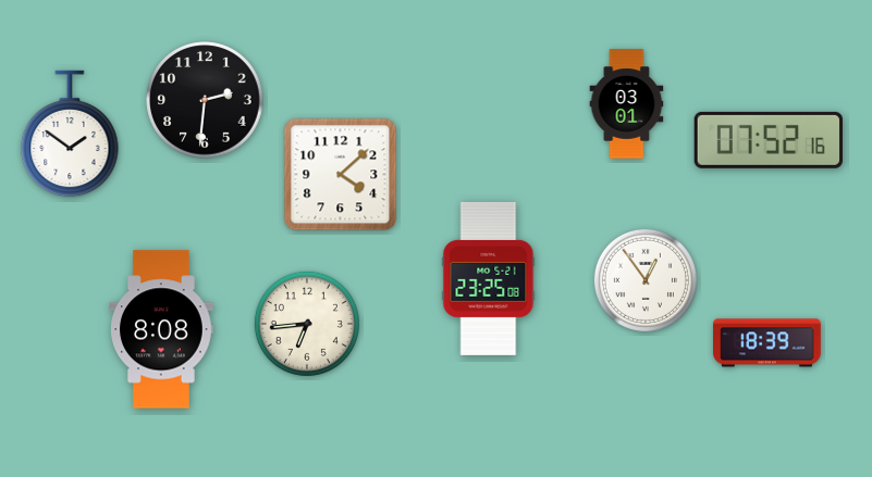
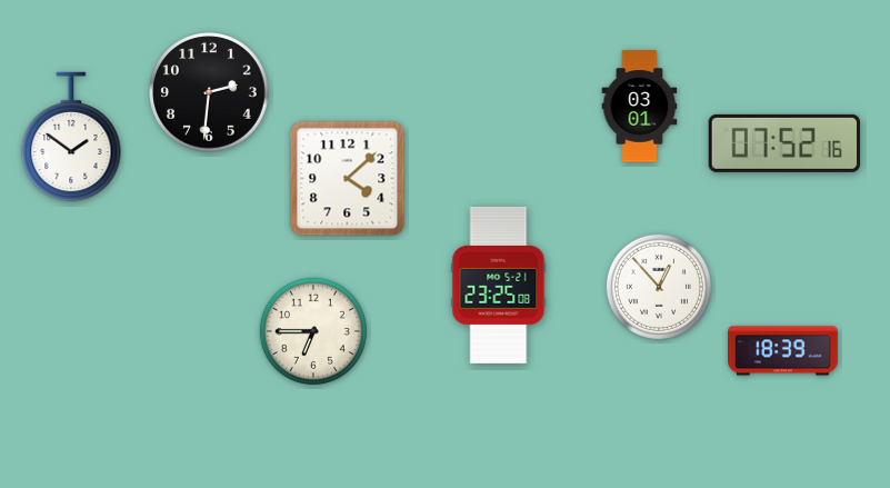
clock at (205, 100) position: (205, 100) -> (209, 92)
clock at (646, 280): 12:54 -> 12:53
clock at (307, 324): 6:44 -> 6:45
clock at (161, 329): 8:08 -> none
